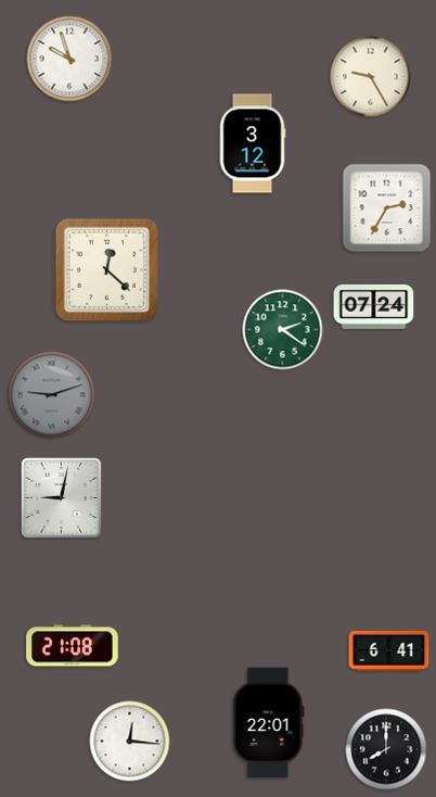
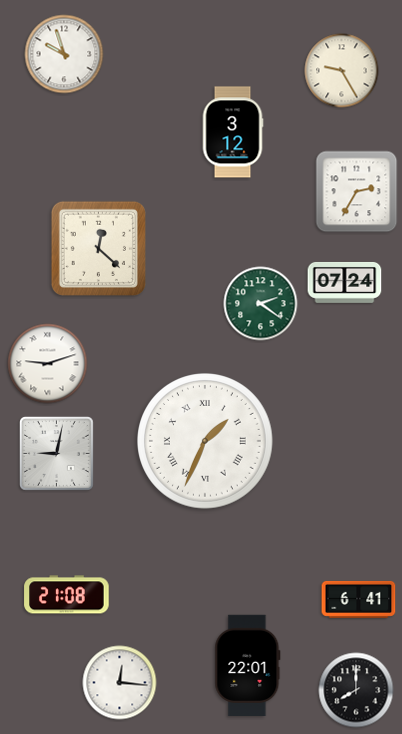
clock at (52, 395) dial: grey -> white
clock at (206, 442): none -> 1:34
clock at (62, 498) position: (62, 498) -> (57, 454)
